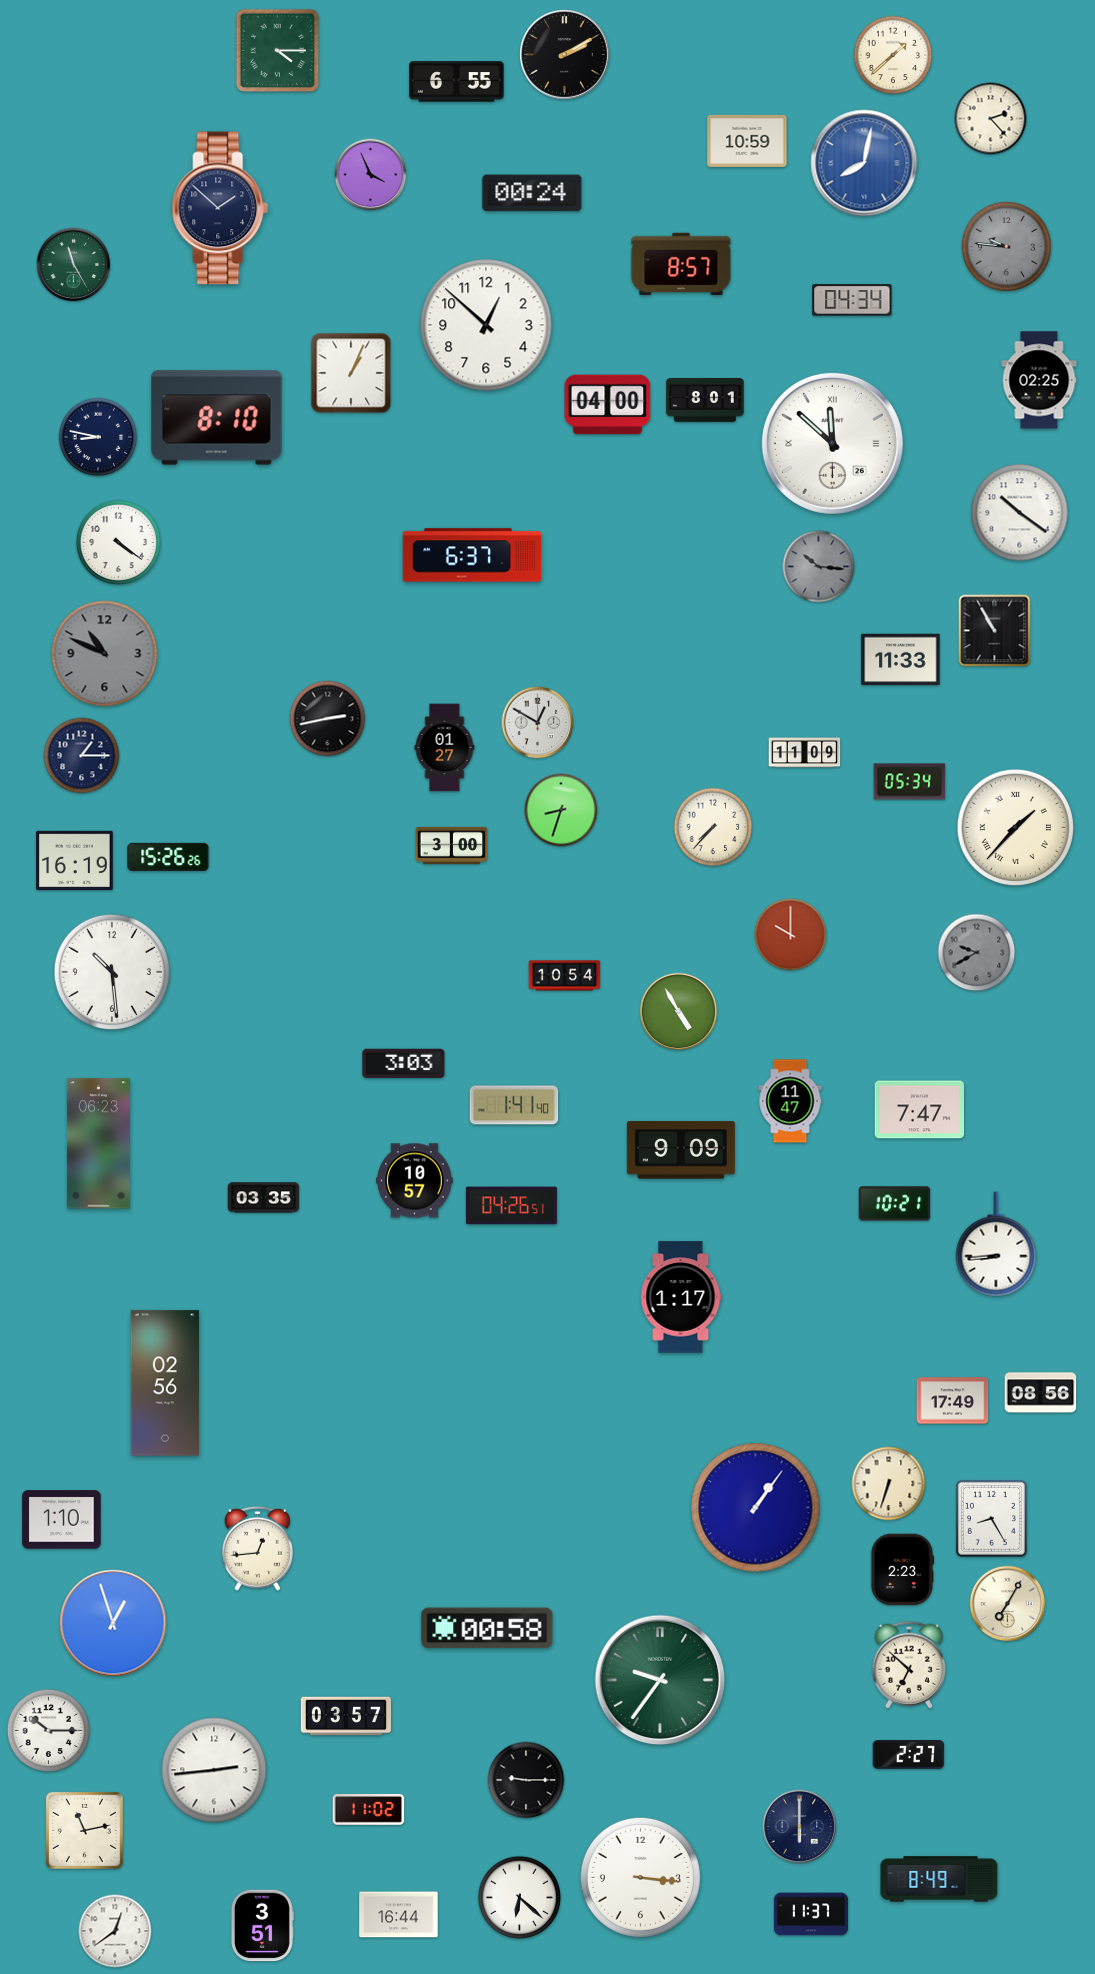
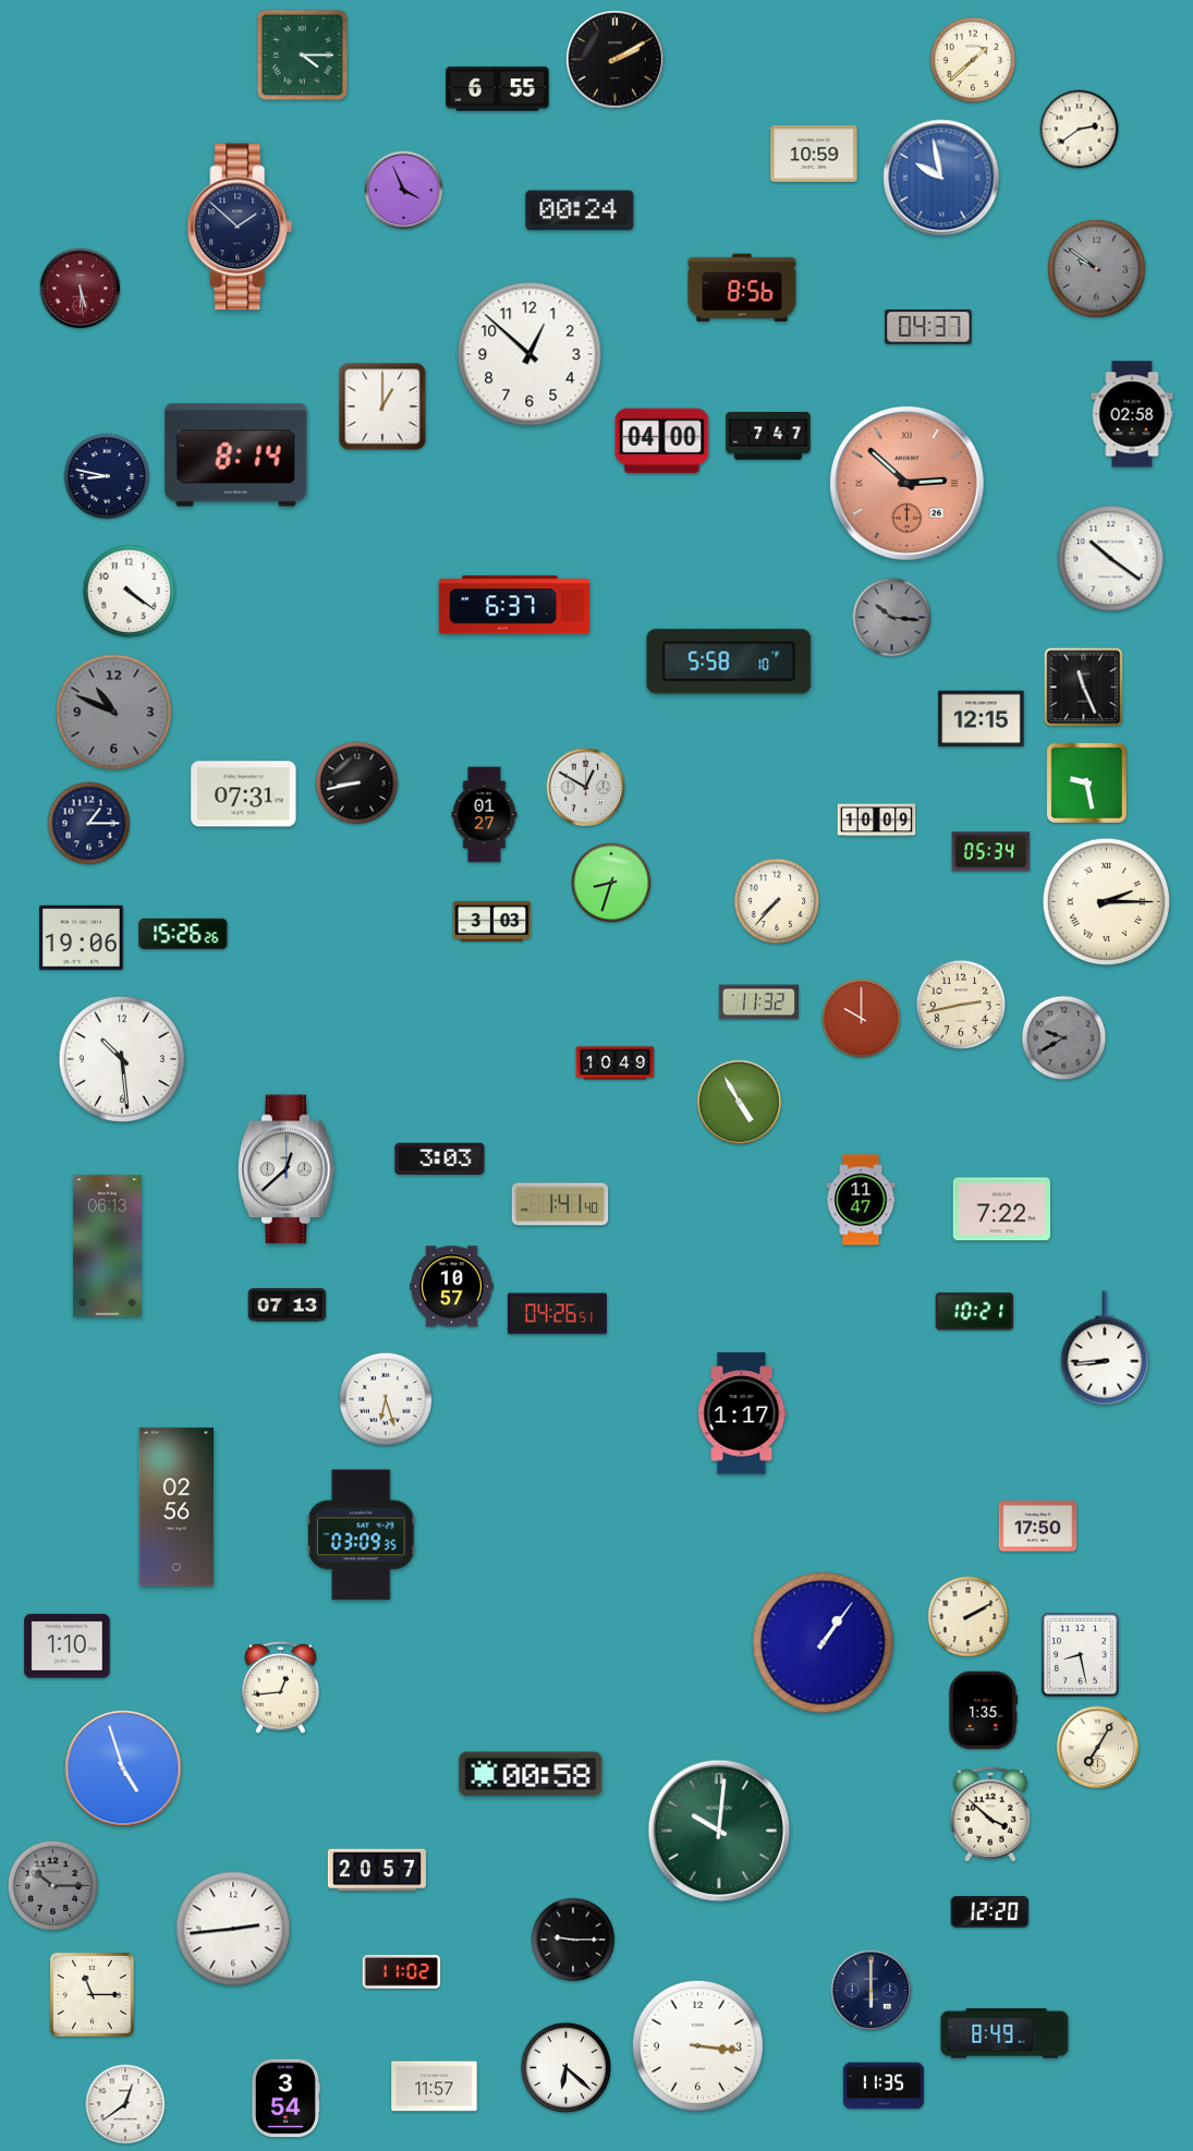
clock at (991, 119): 2:23 -> 2:39
clock at (864, 163): 8:02 -> 9:58
clock at (1007, 247): 9:46 -> 9:51
clock at (681, 264): 8:57 -> 8:56
clock at (74, 265): 11:25 -> 5:29
clock at (74, 265) dial: green -> burgundy
clock at (852, 300): 04:34 -> 04:37
clock at (351, 373): 1:04 -> 1:00
clock at (1039, 380): 02:25 -> 02:58
clock at (705, 400): 8:01 -> 7:47
clock at (217, 418): 8:10 -> 8:14
clock at (832, 443): 11:52 -> 2:52
clock at (832, 443) dial: white -> salmon
clock at (729, 661): none -> 5:58
clock at (995, 631): 10:55 -> 11:26
clock at (901, 660): 11:33 -> 12:15
clock at (1086, 782): none -> 9:28
clock at (328, 719): 2:43 -> 8:43
clock at (244, 794): none -> 07:31
clock at (805, 753): 11:09 -> 10:09
clock at (1015, 827): 1:37 -> 2:15
clock at (452, 845): 3:00 -> 3:03
clock at (75, 860): 16:19 -> 19:06
clock at (758, 1002): none -> 11:32
clock at (961, 1005): none -> 2:43
clock at (565, 976): 10:54 -> 10:49
clock at (288, 1169): none -> 12:38
clock at (919, 1110): 7:47 -> 7:22
clock at (98, 1144): 06:23 -> 06:13
clock at (681, 1150): 9:09 -> none
clock at (264, 1198): 03:35 -> 07:13
clock at (996, 1244) position: (996, 1244) -> (1105, 1348)
clock at (386, 1399): none -> 6:27
clock at (165, 1383) position: (165, 1383) -> (176, 1507)
clock at (1041, 1393): 08:56 -> none
clock at (953, 1401): 17:49 -> 17:50
clock at (362, 1535): none -> 03:09
clock at (889, 1484): 6:33 -> 2:10
clock at (991, 1518): 8:25 -> 8:28
clock at (62, 1520) position: (62, 1520) -> (68, 1646)
clock at (901, 1570): 2:23 -> 1:35
clock at (113, 1623): 12:57 -> 4:57
clock at (909, 1665): 6:52 -> 3:52
clock at (660, 1680): 9:36 -> 10:01
clock at (345, 1716): 03:57 -> 20:57
clock at (49, 1731) dial: white -> grey
clock at (909, 1755): 2:27 -> 12:20
clock at (84, 1830): 11:13 -> 11:15
clock at (939, 1879) position: (939, 1879) -> (1005, 2033)
clock at (811, 1914): 11:37 -> 11:35
clock at (399, 1915): 16:44 -> 11:57
clock at (262, 1926): 3:51 -> 3:54
